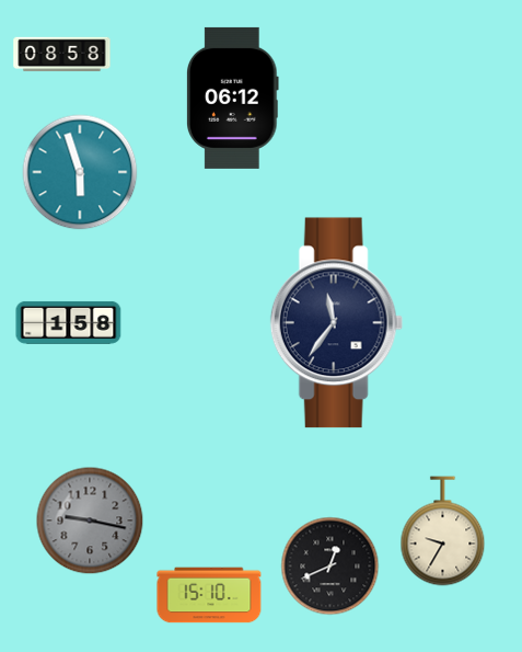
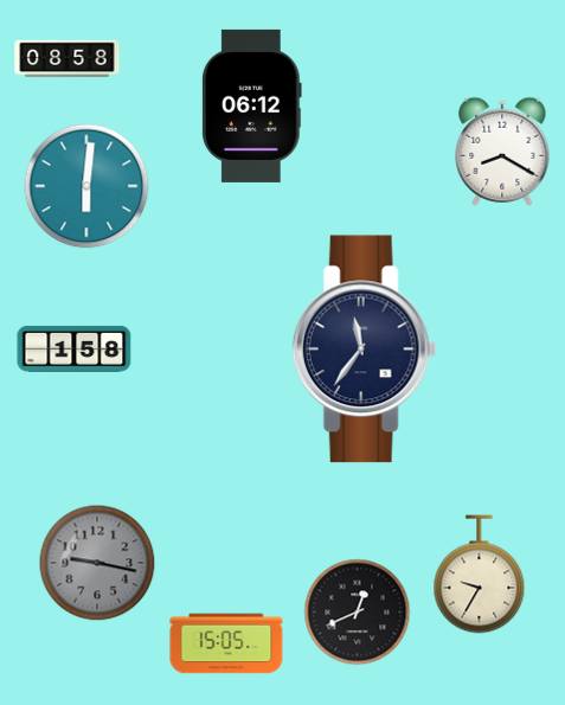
clock at (502, 152): none -> 8:20
clock at (80, 172): 5:57 -> 6:01
clock at (209, 595): 15:10 -> 15:05
